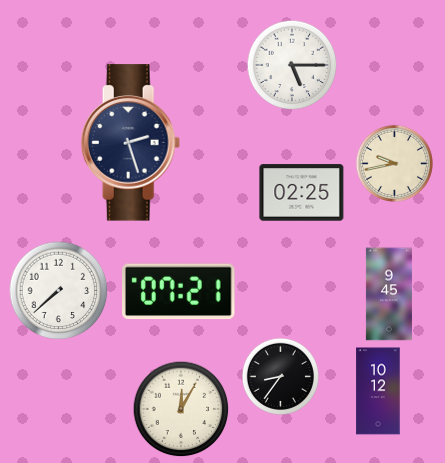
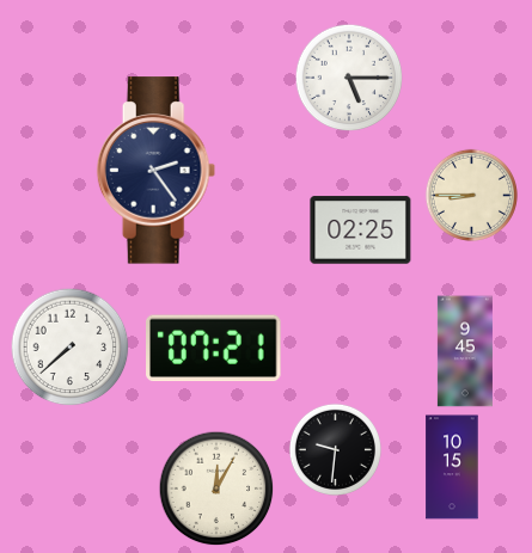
clock at (131, 143): 2:27 -> 2:24
clock at (394, 163): 9:43 -> 8:45
clock at (280, 376): 8:36 -> 9:31
clock at (378, 391): 10:12 -> 10:15
